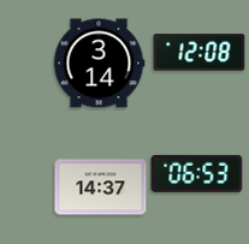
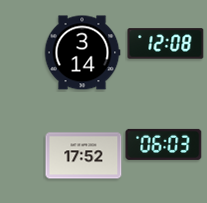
clock at (197, 173): 06:53 -> 06:03
clock at (101, 188): 14:37 -> 17:52
